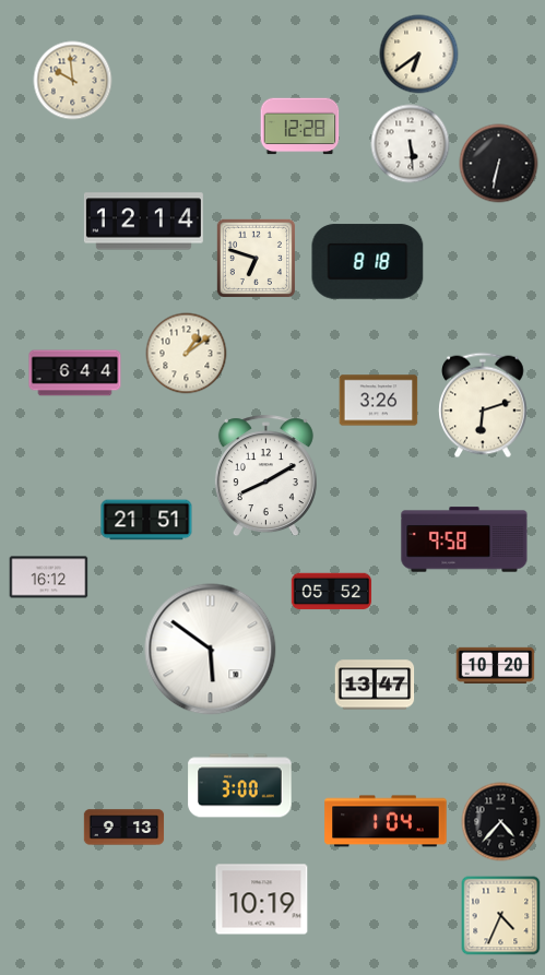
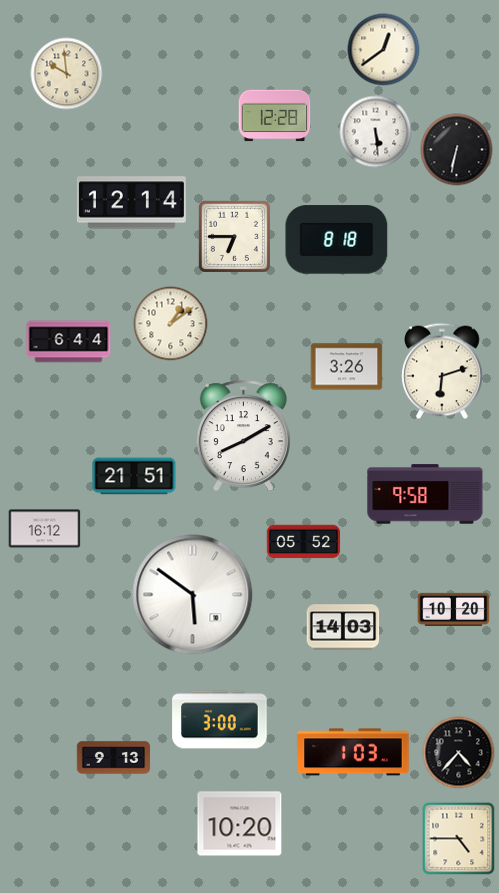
clock at (419, 55): 6:39 -> 12:39
clock at (256, 258): 6:48 -> 6:45
clock at (375, 685): 13:47 -> 14:03
clock at (386, 821): 1:04 -> 1:03
clock at (262, 900): 10:19 -> 10:20
clock at (501, 916): 4:34 -> 4:45
